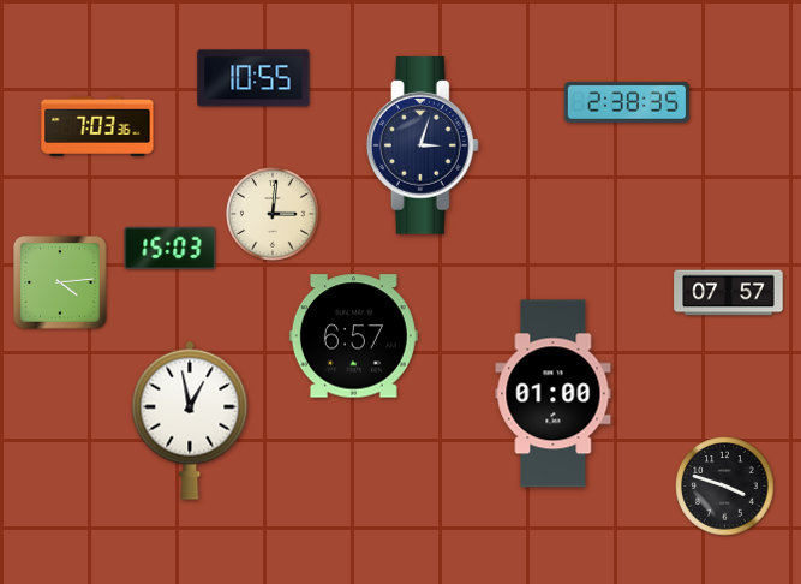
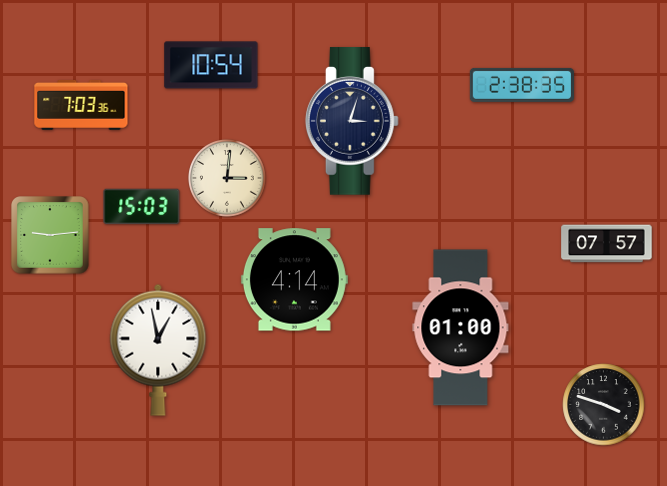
clock at (253, 78): 10:55 -> 10:54
clock at (60, 282): 4:14 -> 9:14
clock at (353, 336): 6:57 -> 4:14
